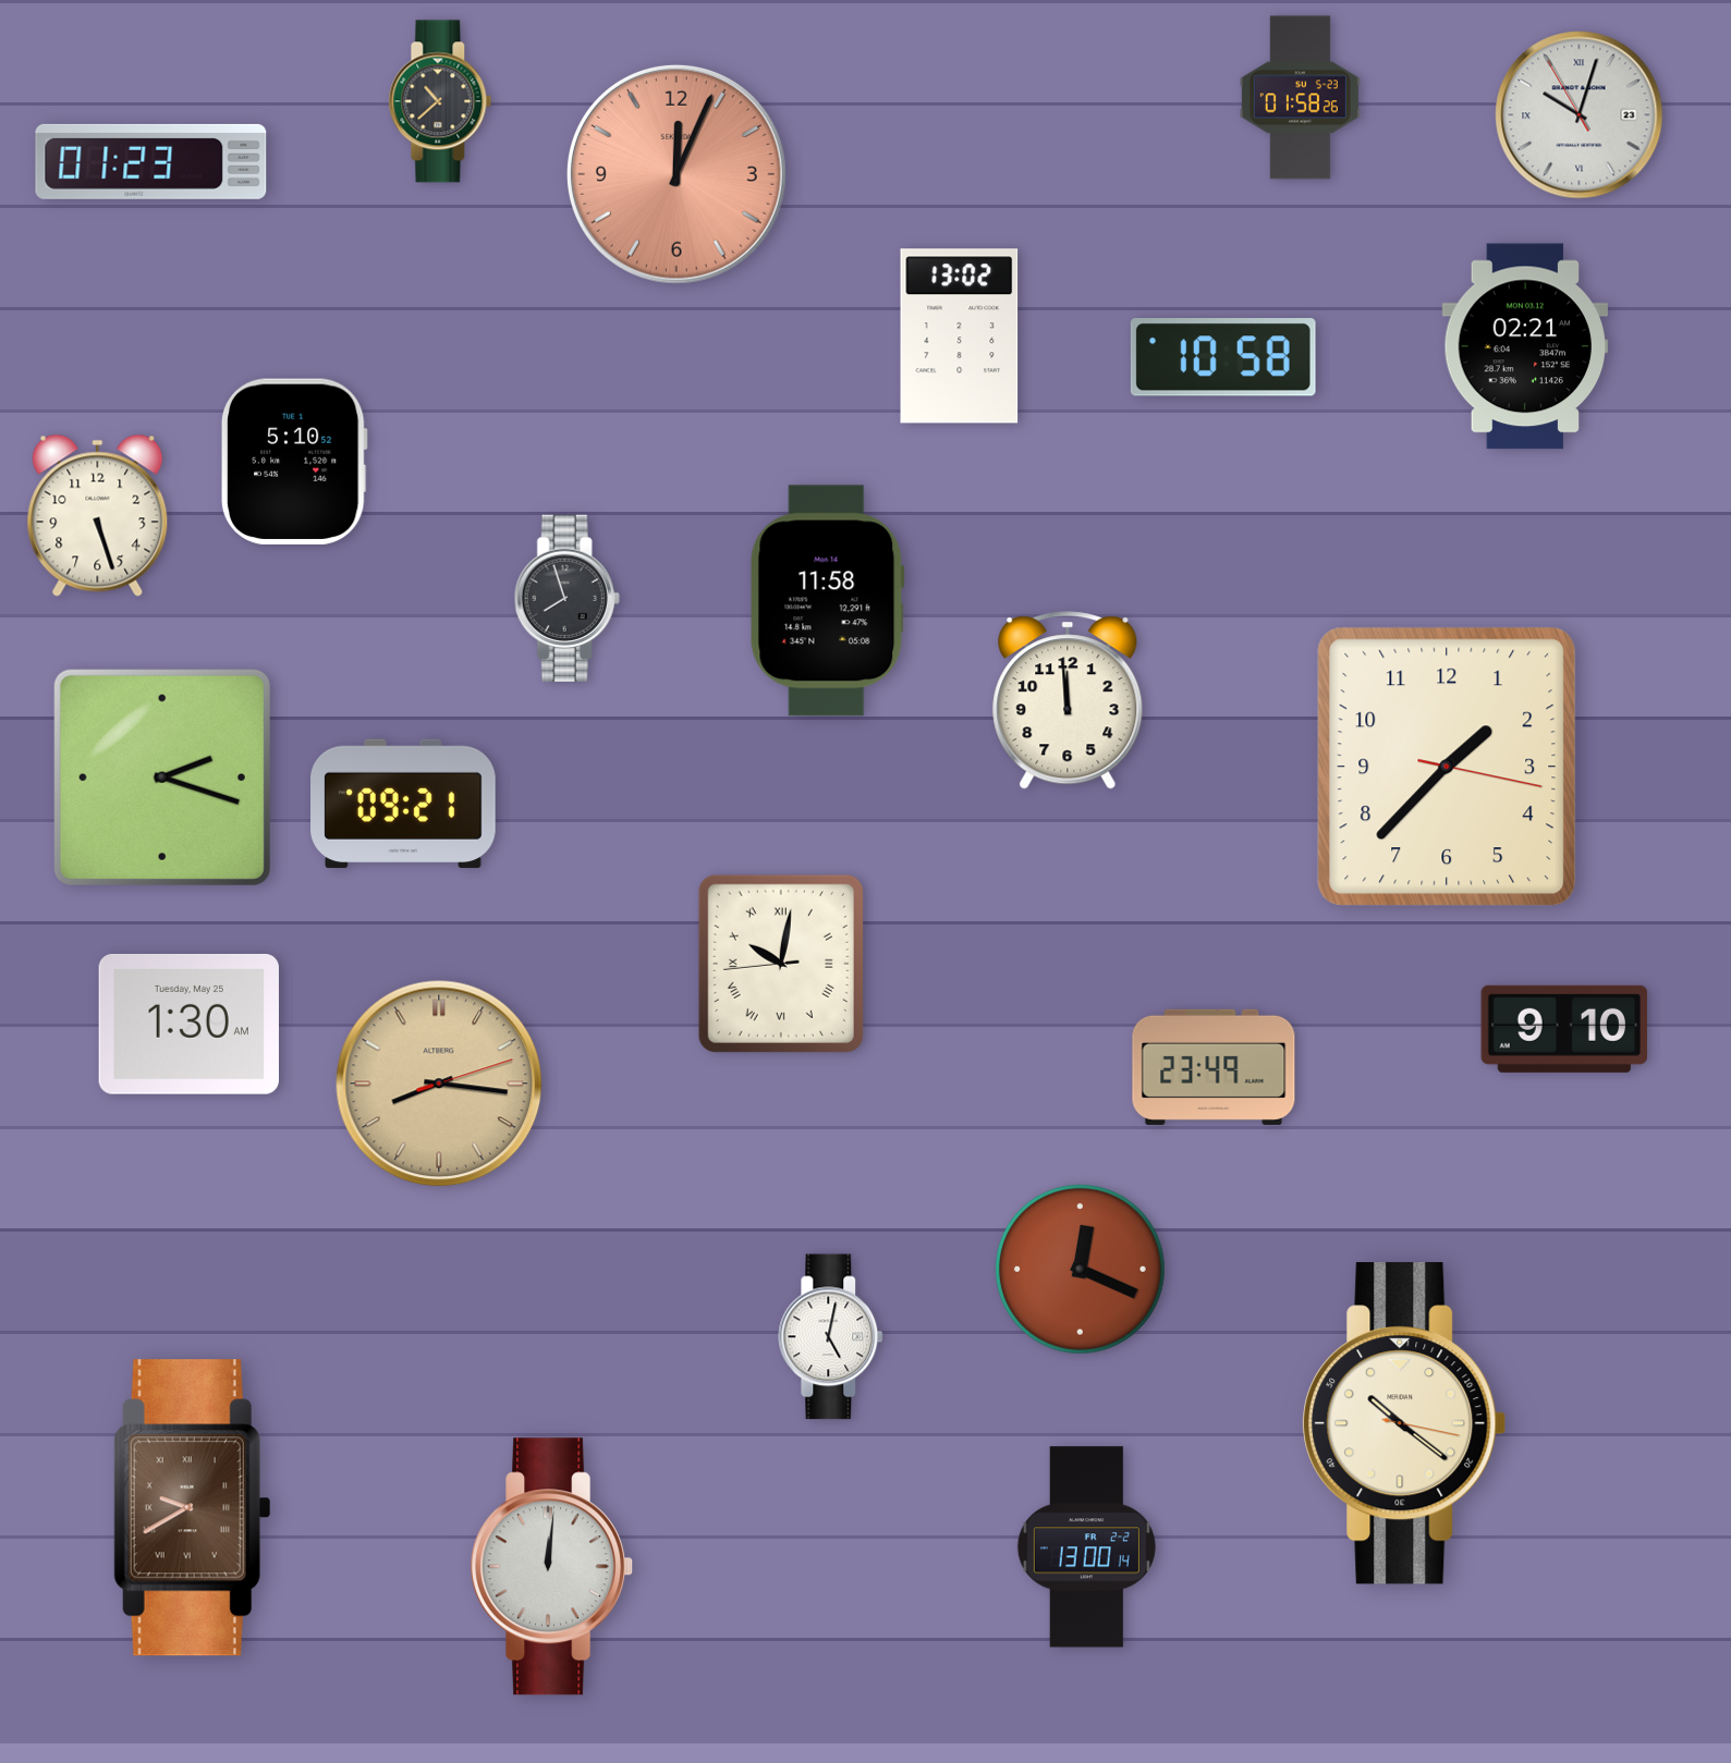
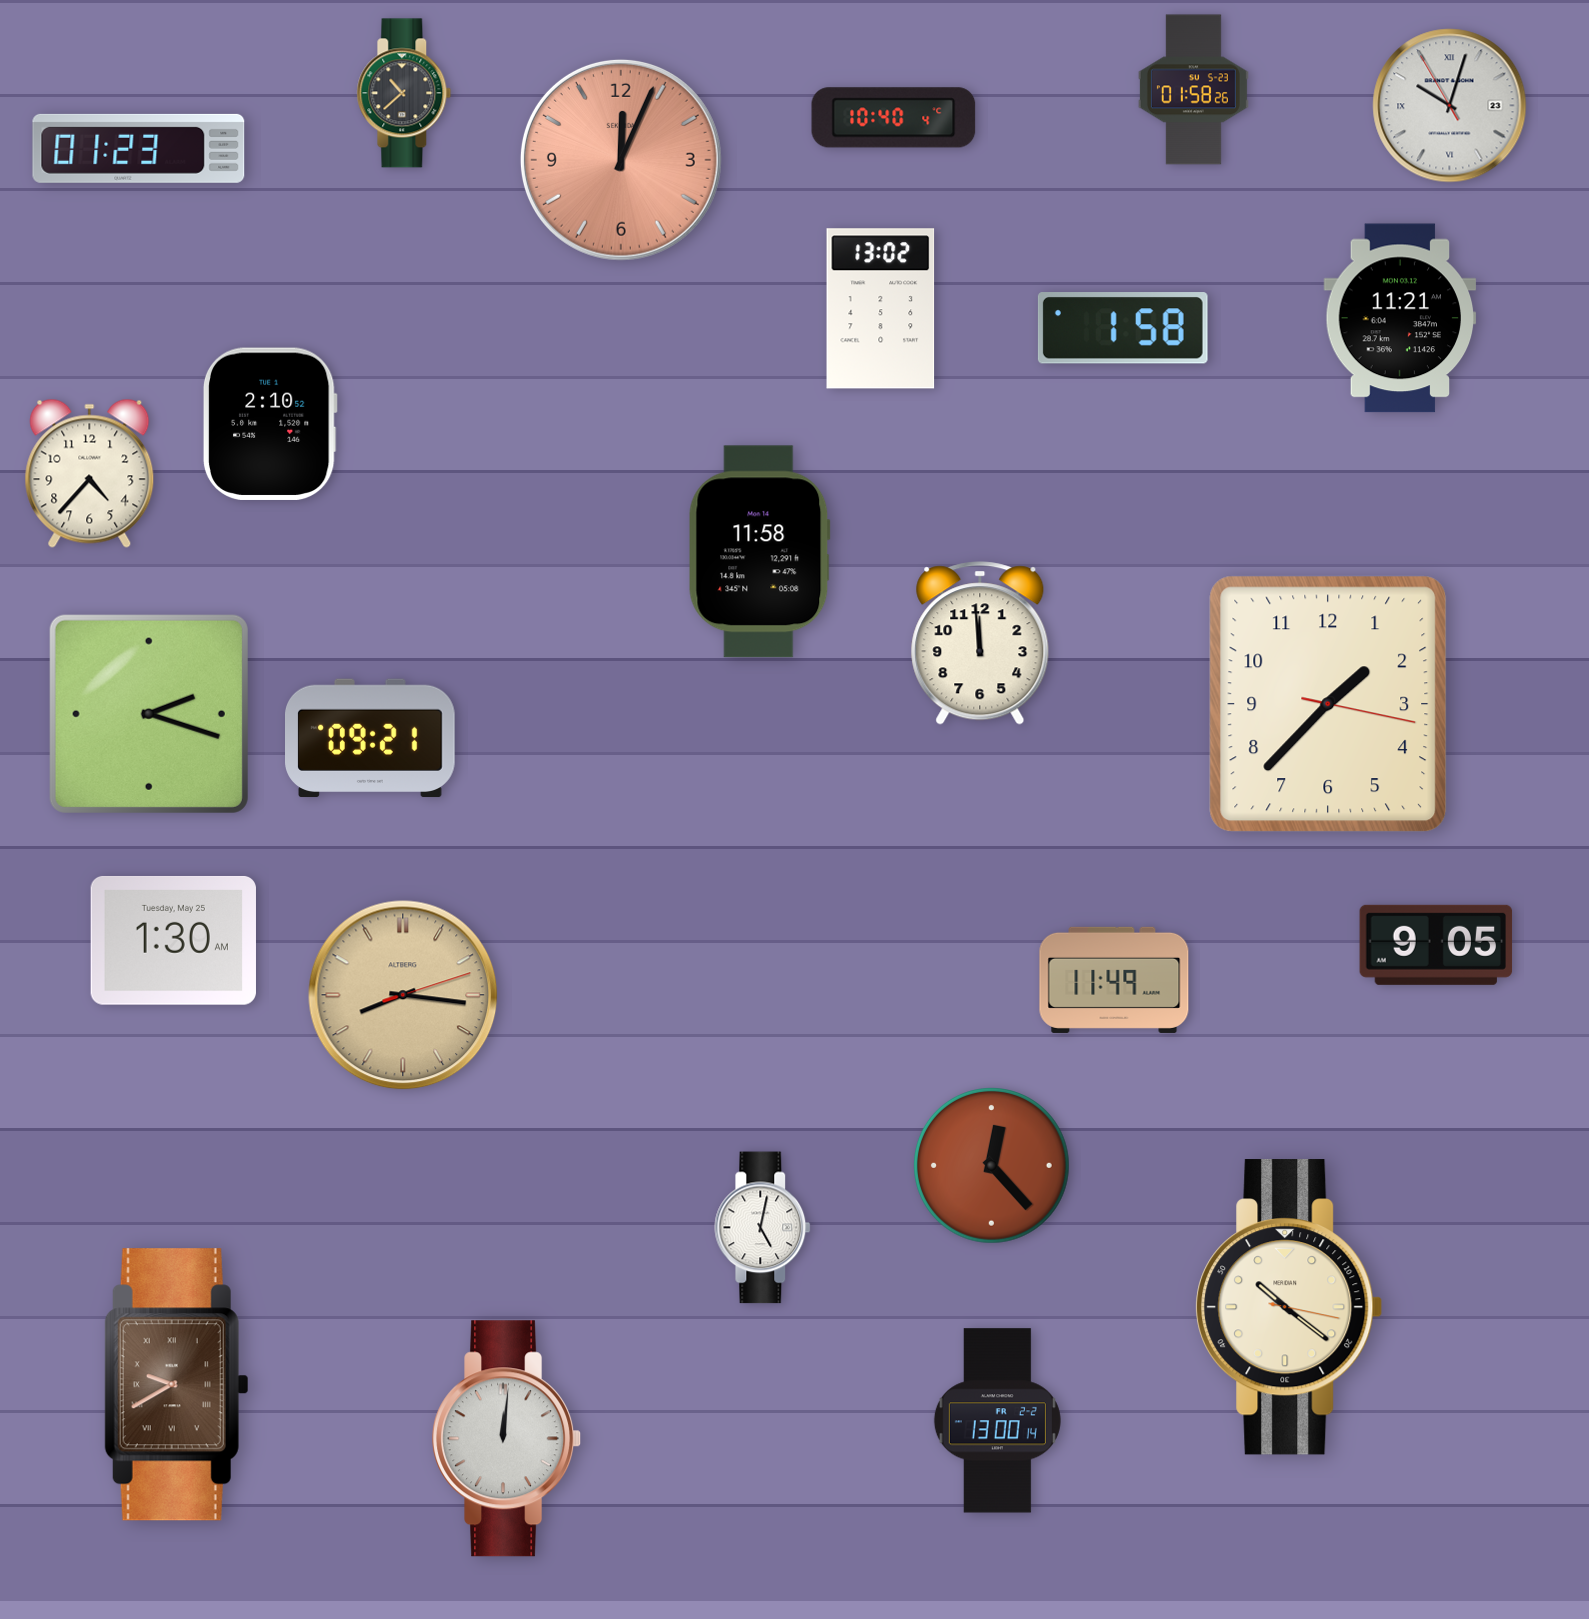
clock at (894, 118): none -> 10:40
clock at (1525, 346): 02:21 -> 11:21
clock at (1223, 357): 10:58 -> 1:58
clock at (294, 461): 5:10 -> 2:10
clock at (98, 515): 5:27 -> 4:37
clock at (566, 598): 7:57 -> none
clock at (781, 964): 10:01 -> none
clock at (1564, 1029): 9:10 -> 9:05
clock at (1214, 1067): 23:49 -> 11:49
clock at (1081, 1270): 12:19 -> 12:23
